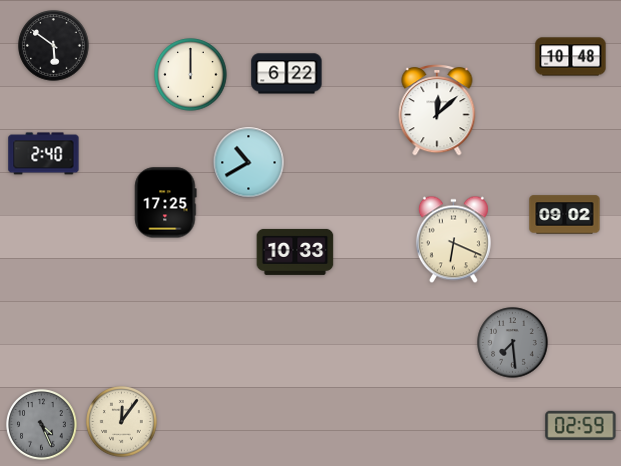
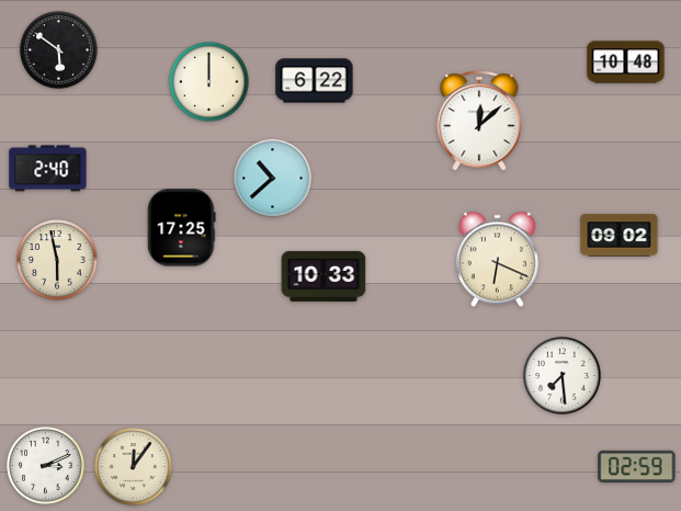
clock at (249, 163): 10:40 -> 10:38
clock at (166, 203) position: (166, 203) -> (182, 228)
clock at (57, 260): none -> 5:58
clock at (453, 240) position: (453, 240) -> (497, 260)
clock at (513, 343) dial: grey -> white
clock at (122, 422) position: (122, 422) -> (134, 467)
clock at (42, 425): 4:26 -> 3:11
clock at (42, 425) dial: grey -> white
